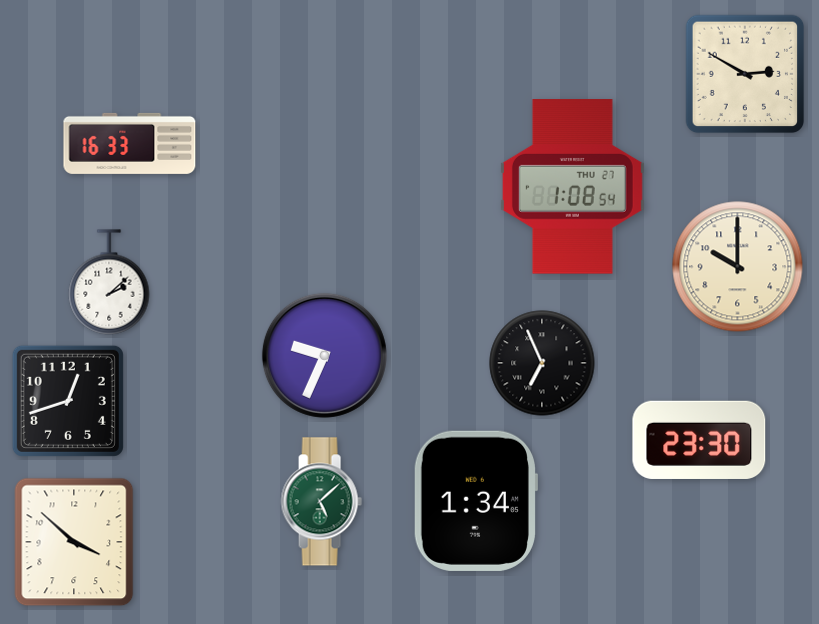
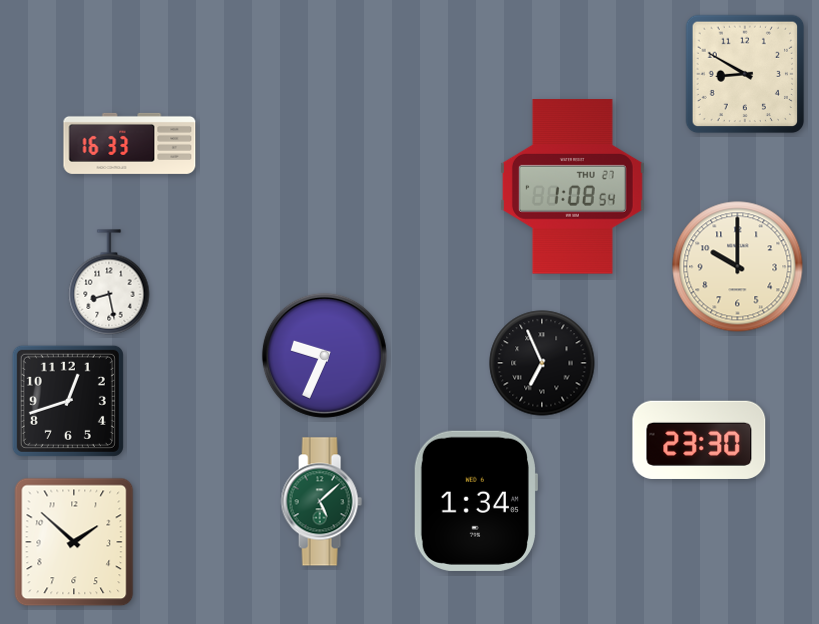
clock at (745, 74): 2:50 -> 8:50
clock at (109, 282): 2:08 -> 8:28
clock at (74, 542): 3:52 -> 1:52
